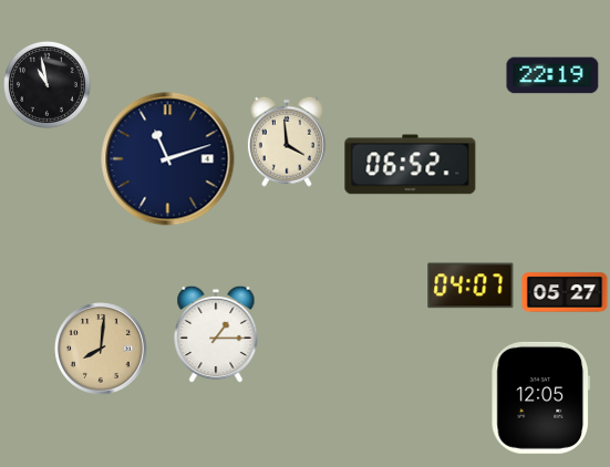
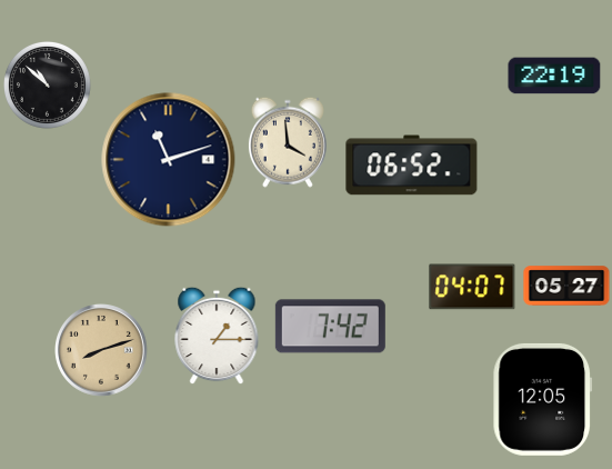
clock at (46, 84): 10:58 -> 10:52
clock at (565, 292) position: (565, 292) -> (566, 286)
clock at (330, 327): none -> 7:42
clock at (102, 350): 8:01 -> 8:12
